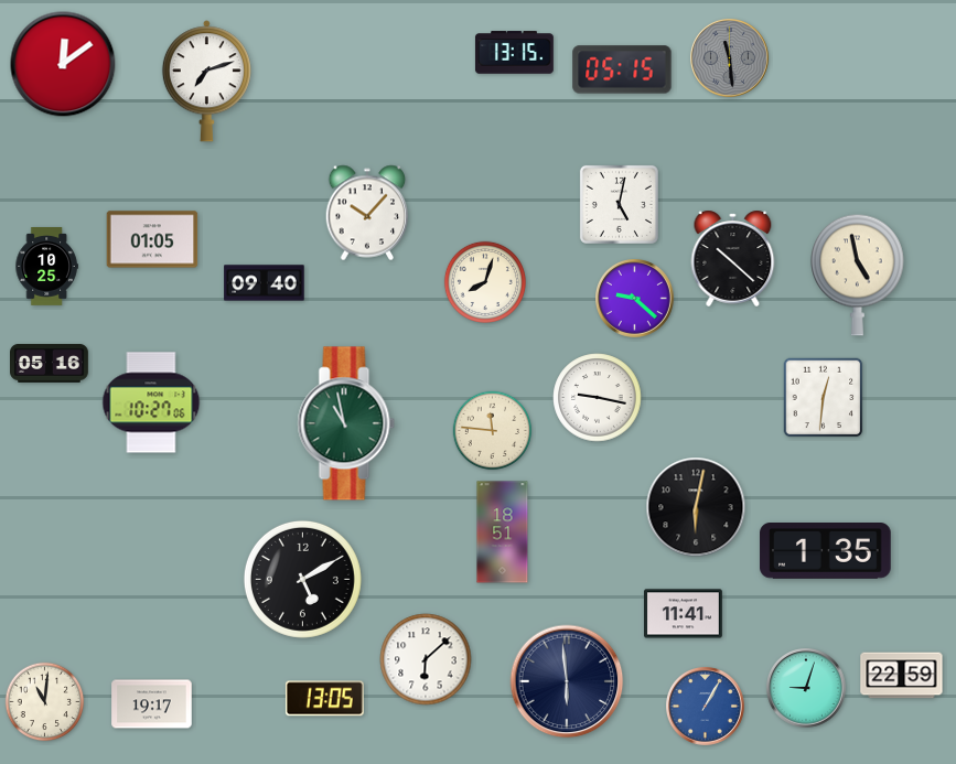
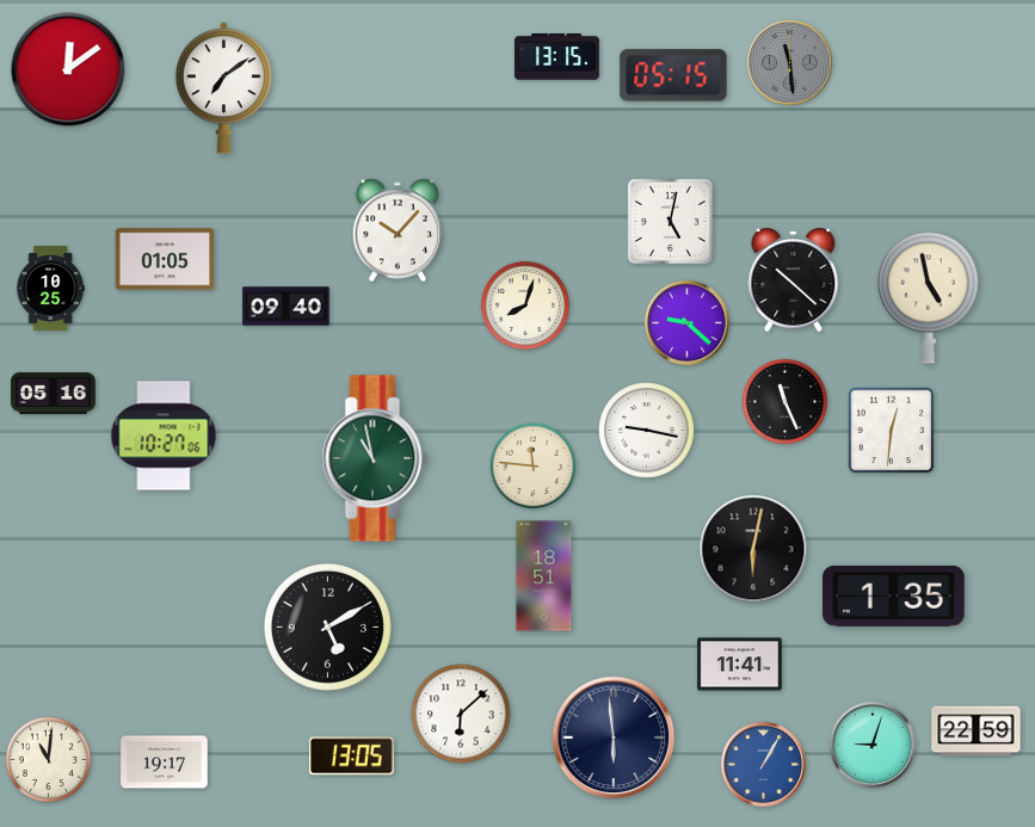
clock at (206, 82): 7:12 -> 7:09
clock at (786, 402): none -> 11:26
